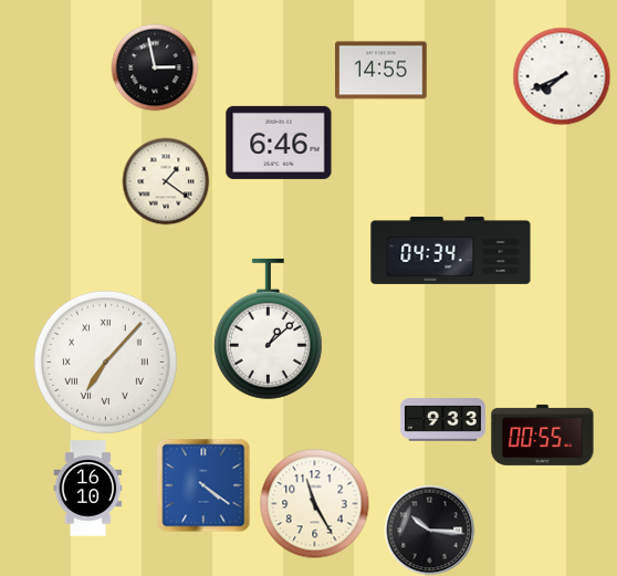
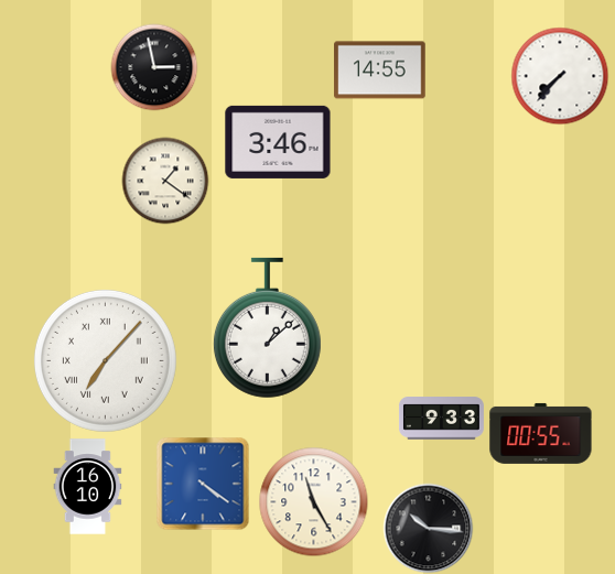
clock at (562, 76): 7:41 -> 7:37
clock at (279, 143): 6:46 -> 3:46
clock at (451, 250): 04:34 -> none
